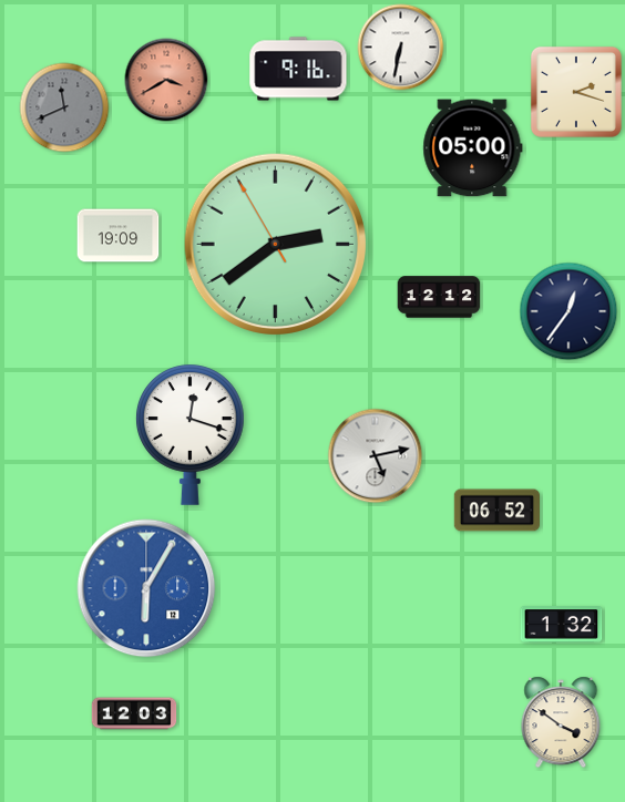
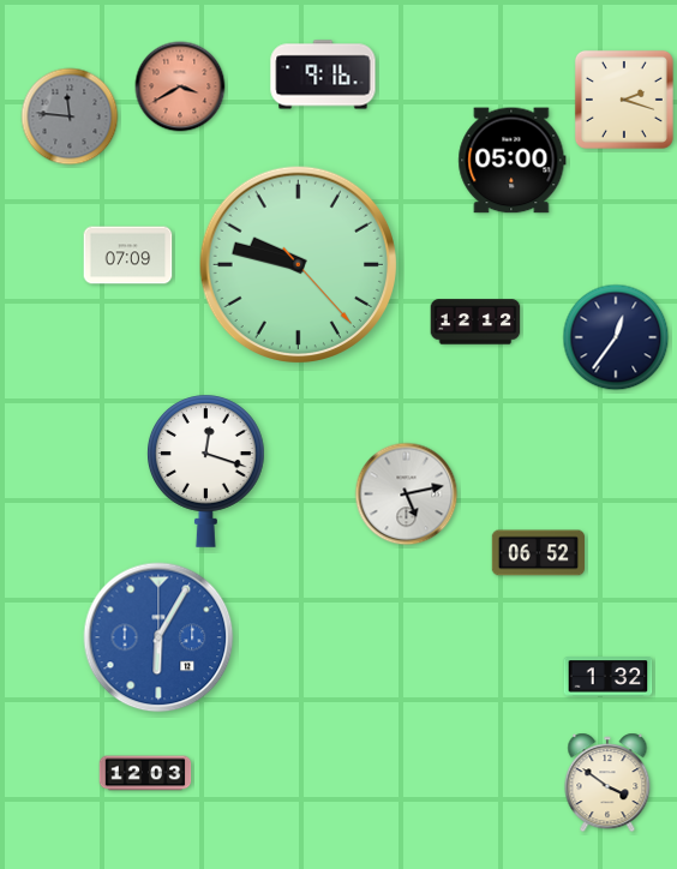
clock at (401, 48): 6:32 -> none
clock at (64, 107): 11:41 -> 11:46
clock at (119, 236): 19:09 -> 07:09
clock at (275, 244): 2:38 -> 9:47
